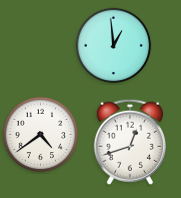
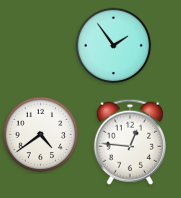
clock at (114, 46): 12:59 -> 1:54
clock at (130, 142): 12:42 -> 12:46
